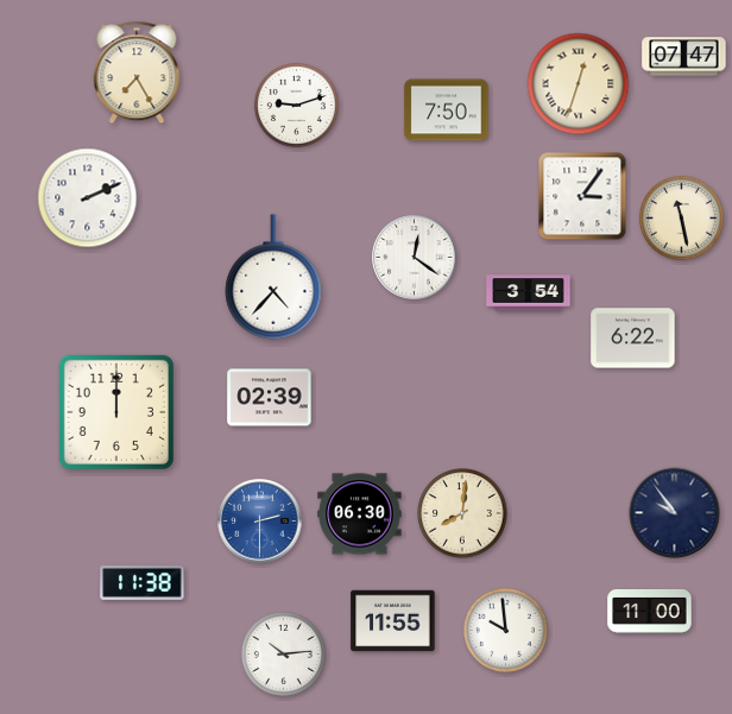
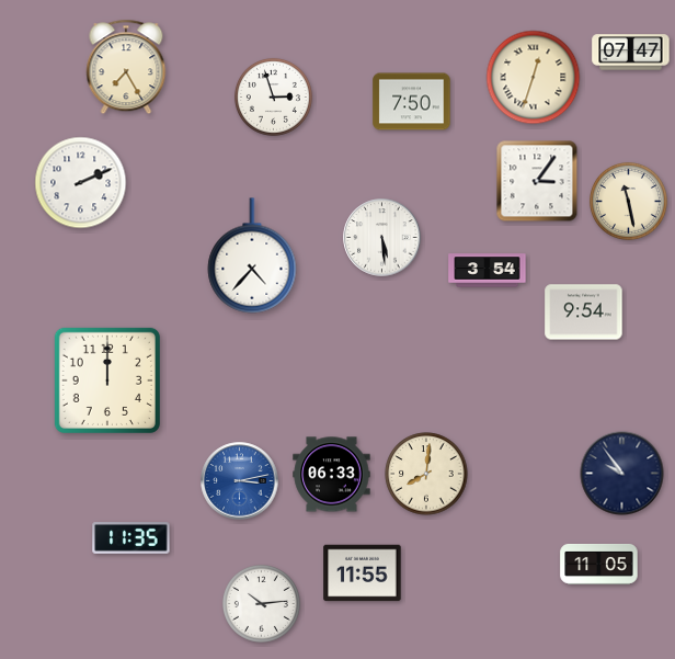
clock at (296, 105): 9:12 -> 2:57
clock at (415, 258): 12:21 -> 5:29
clock at (633, 339): 6:22 -> 9:54
clock at (270, 398): 02:39 -> none
clock at (360, 514): 06:30 -> 06:33
clock at (260, 522): 2:30 -> 3:13
clock at (143, 583): 11:38 -> 11:35
clock at (650, 611): 11:00 -> 11:05
clock at (505, 630): 9:59 -> none
